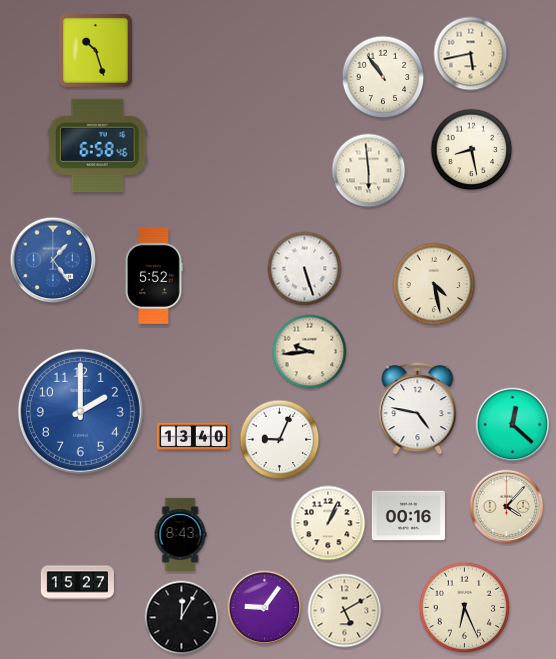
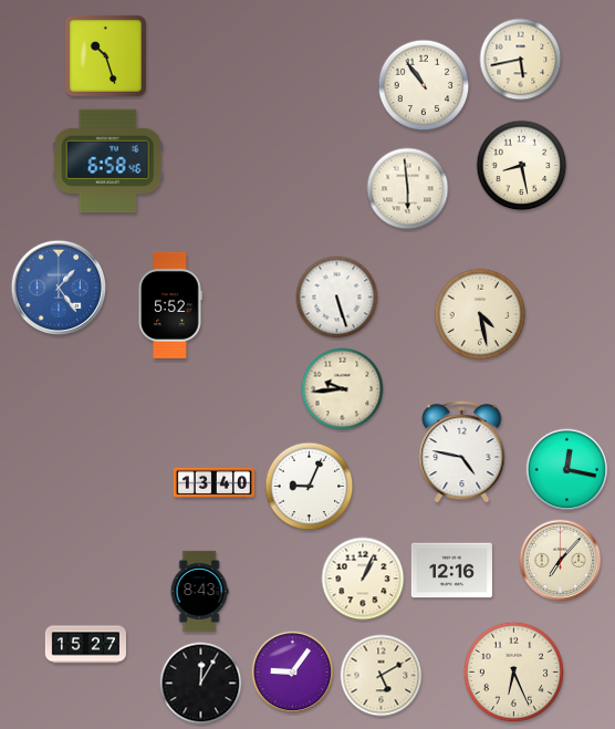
clock at (80, 411): 2:00 -> none
clock at (513, 425): 12:22 -> 12:17
clock at (507, 507): 4:07 -> 7:07
clock at (408, 516): 00:16 -> 12:16
